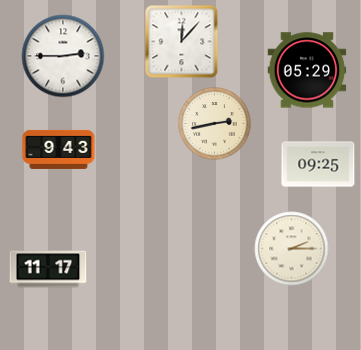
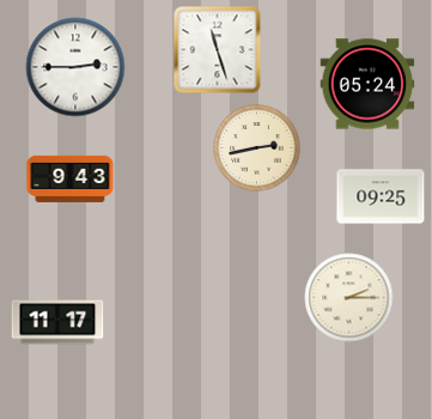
clock at (182, 42): 12:07 -> 11:27
clock at (307, 70): 05:29 -> 05:24
